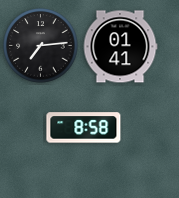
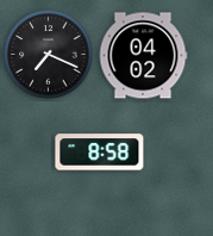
clock at (41, 46): 7:14 -> 7:19
clock at (120, 47): 01:41 -> 04:02
